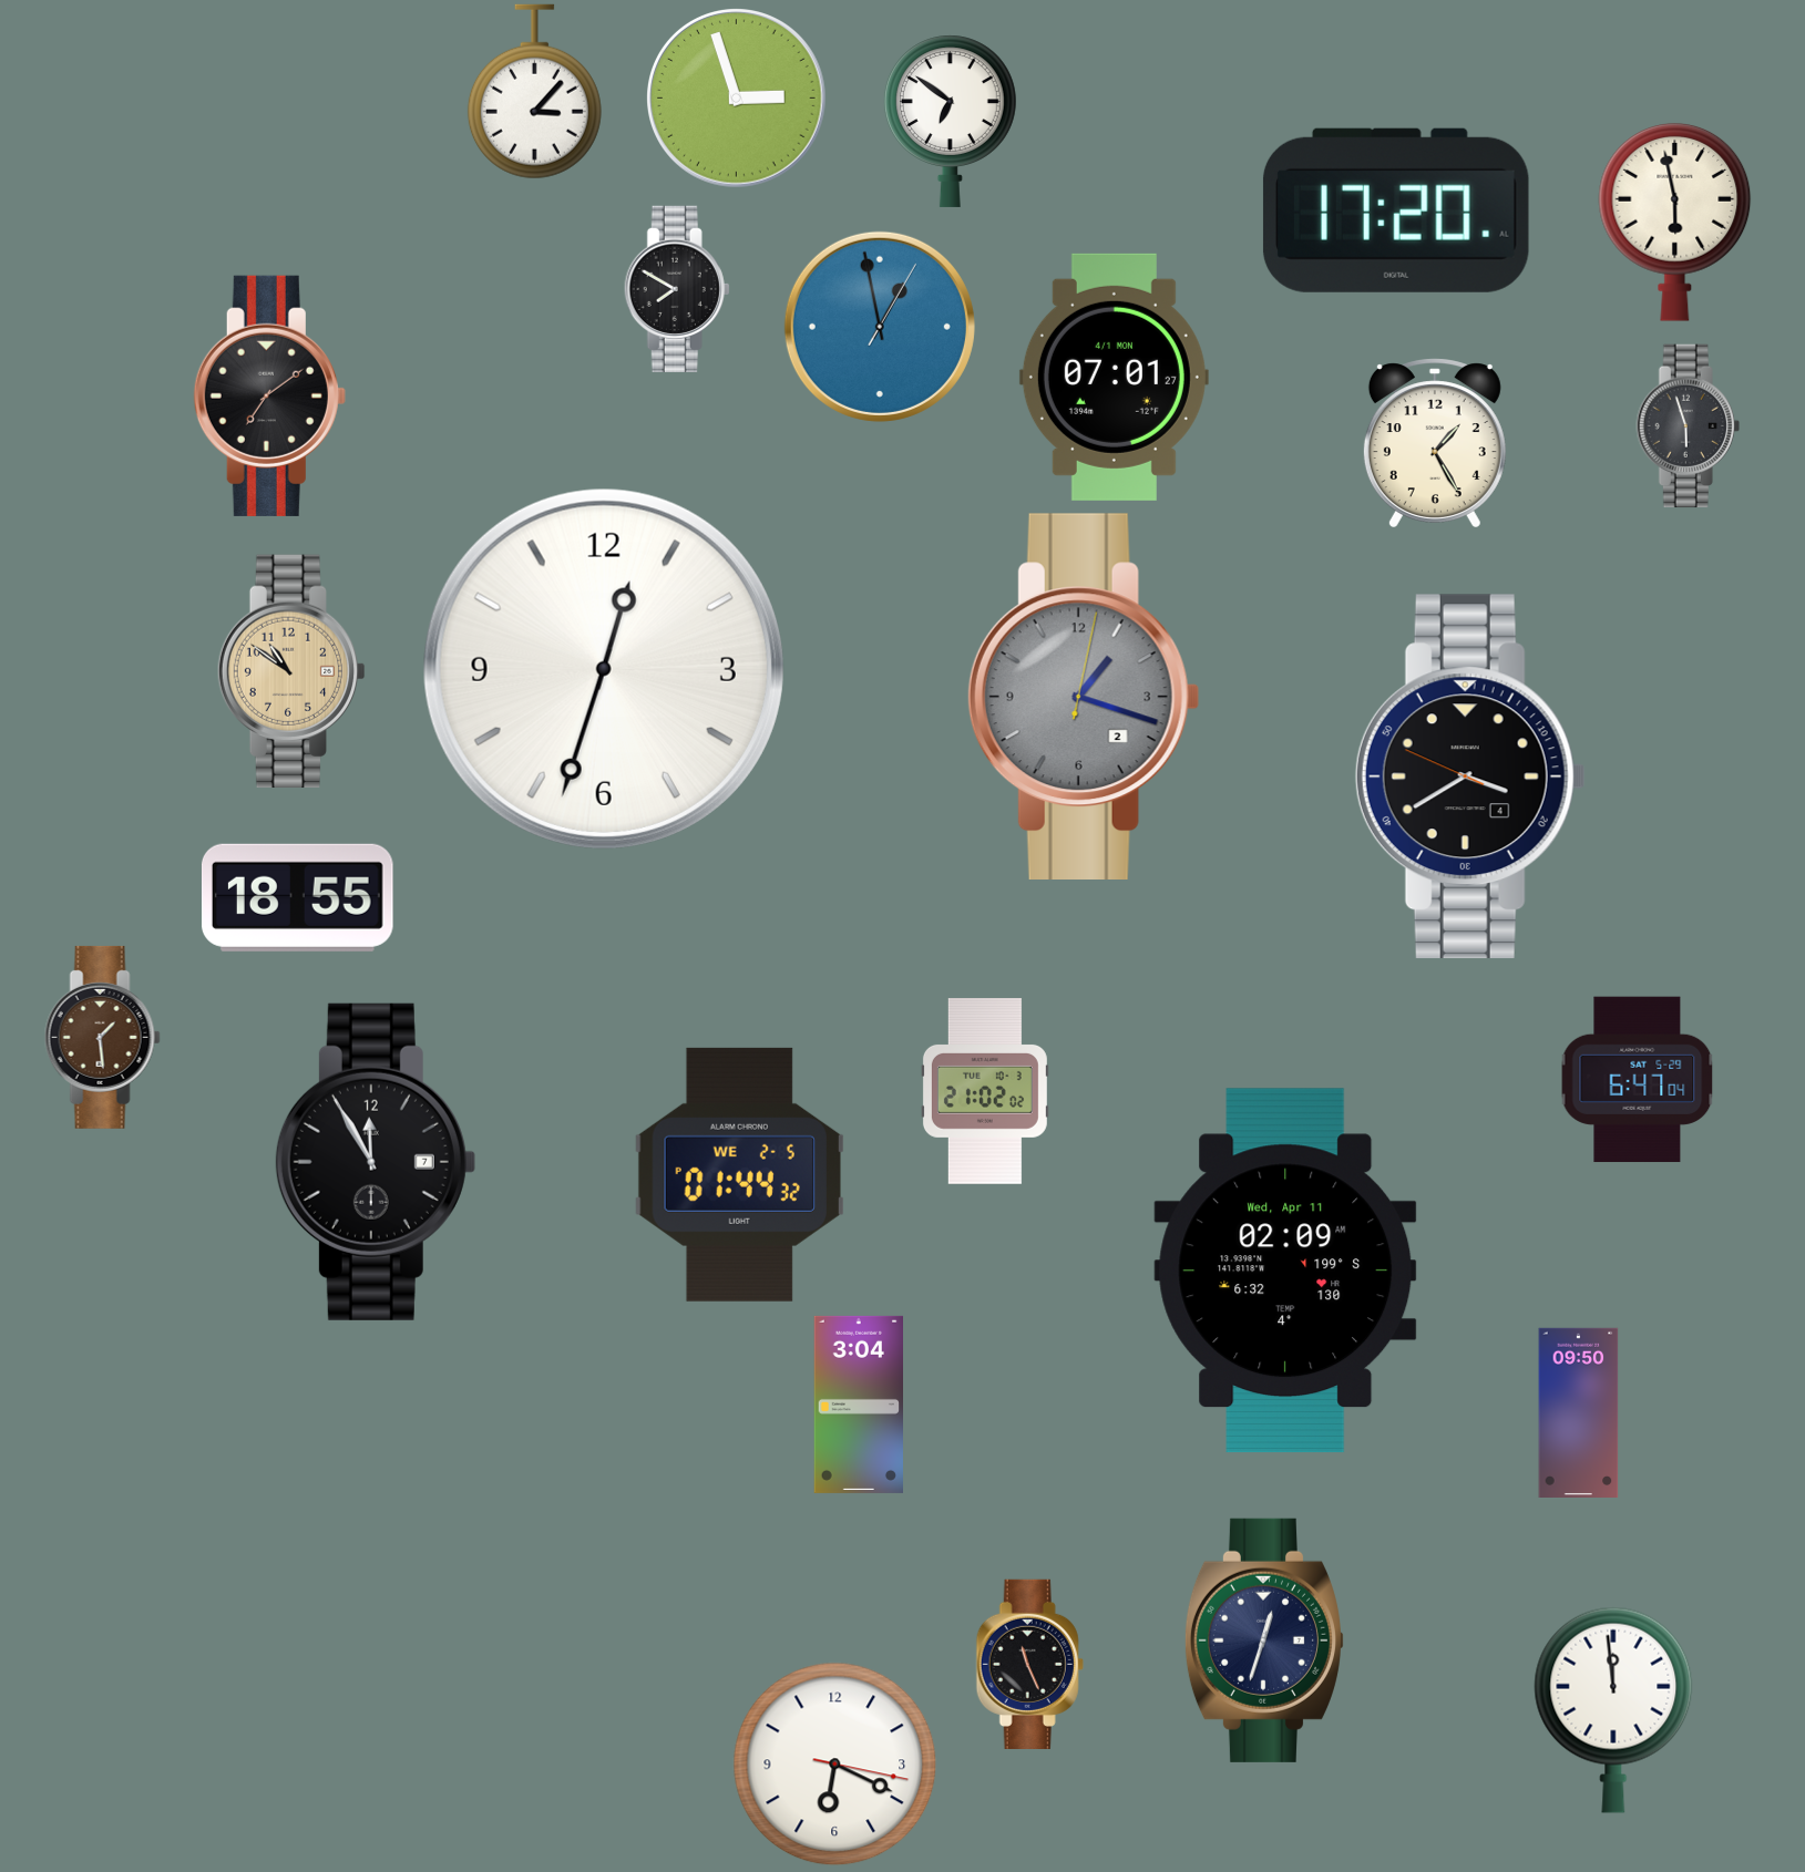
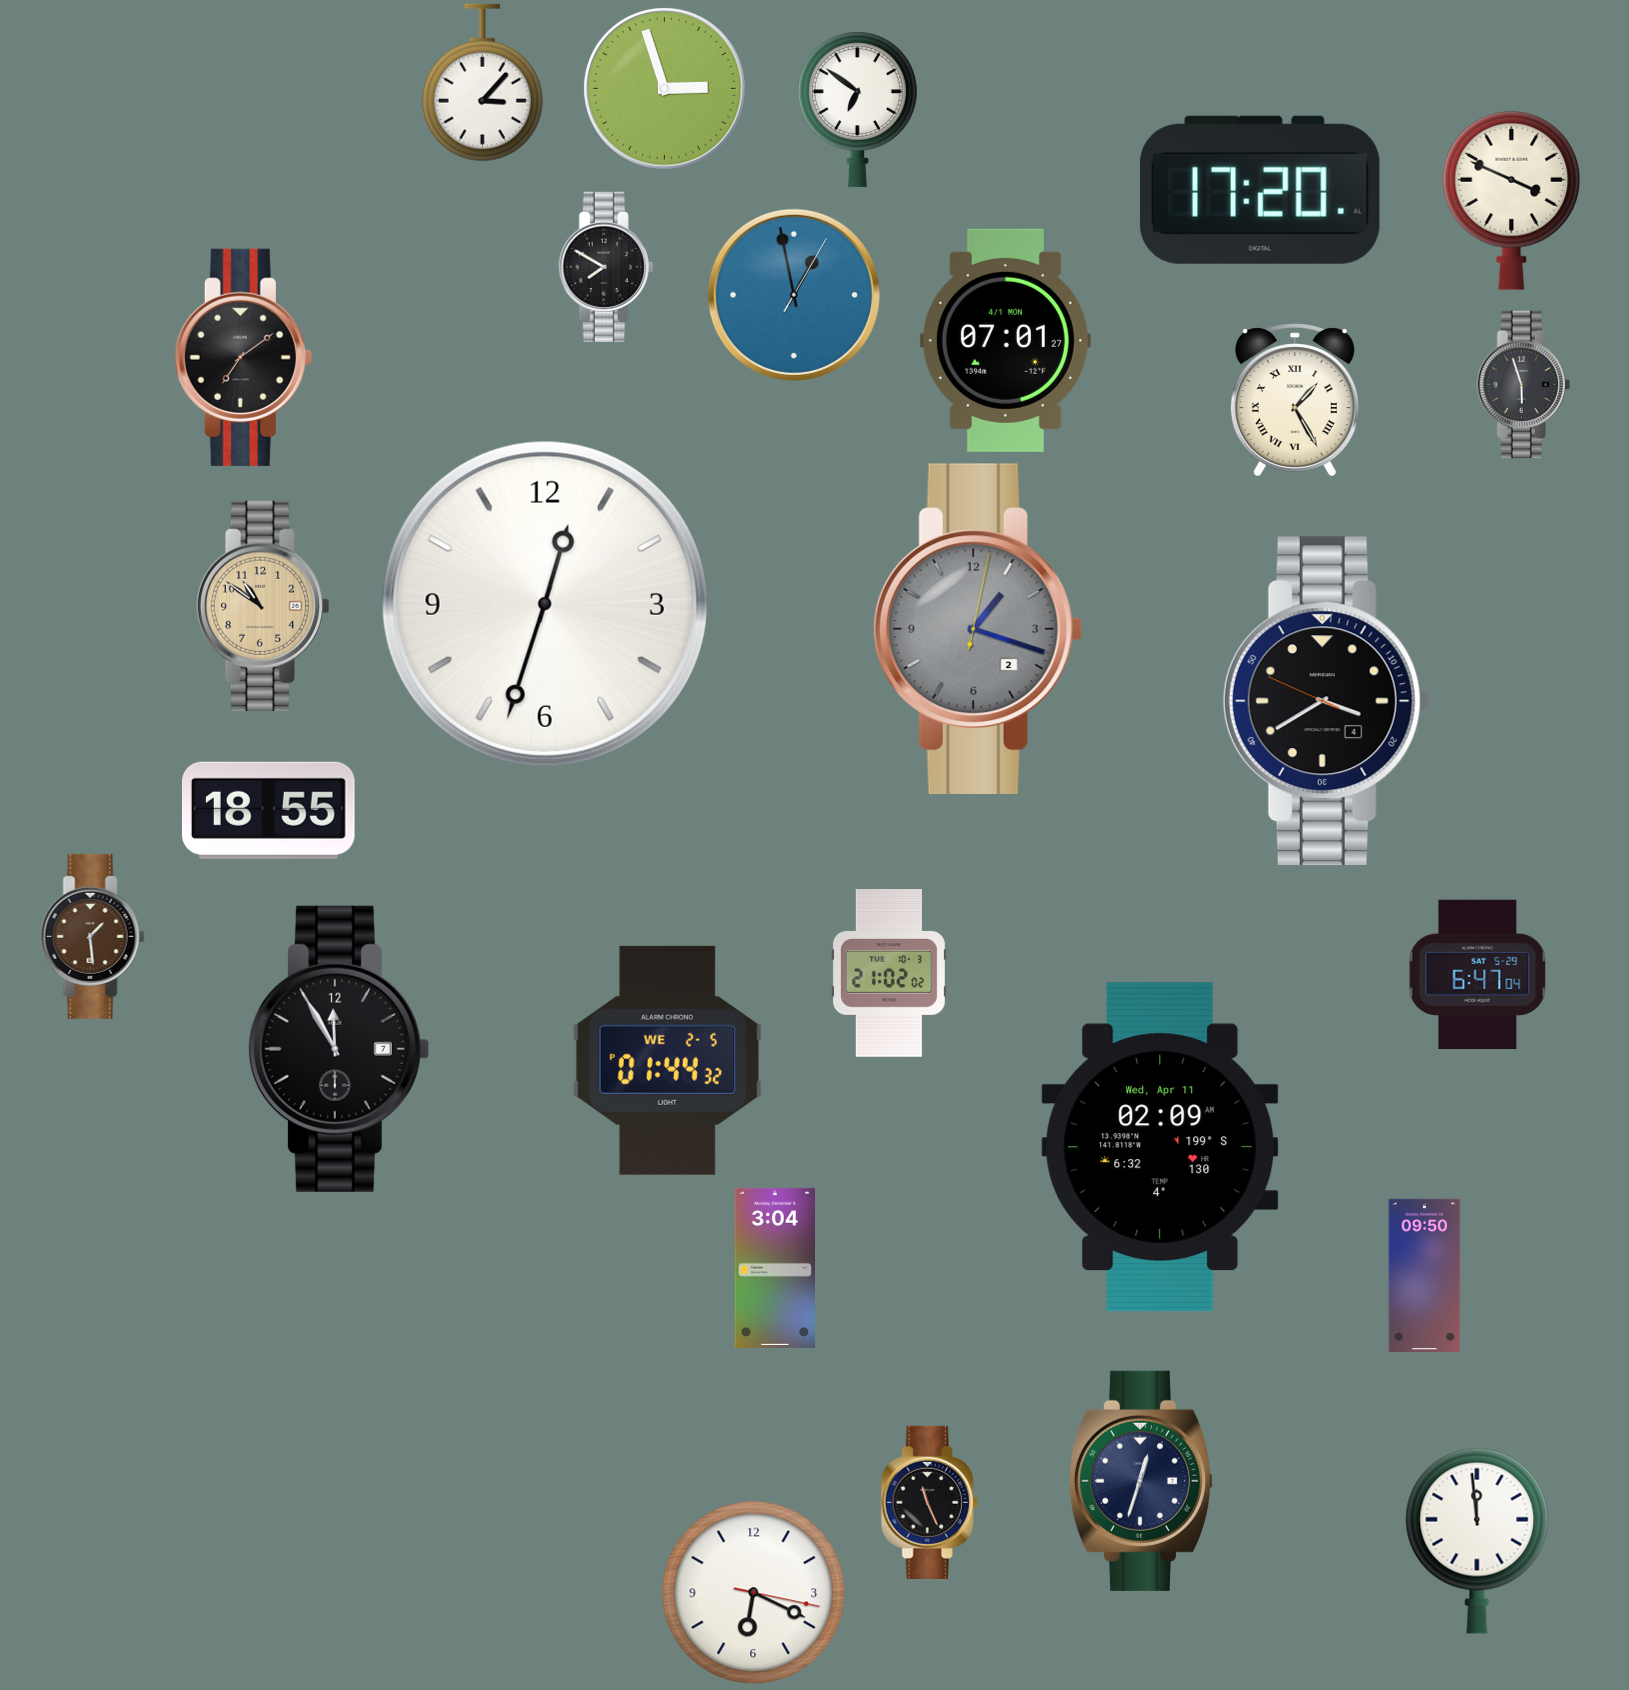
clock at (1675, 222): 5:58 -> 3:49
clock at (677, 288) position: (677, 288) -> (606, 266)
clock at (1435, 443) numerals: Arabic -> Roman
clock at (985, 1092) position: (985, 1092) -> (889, 974)
clock at (1613, 1710) position: (1613, 1710) -> (1477, 1541)
